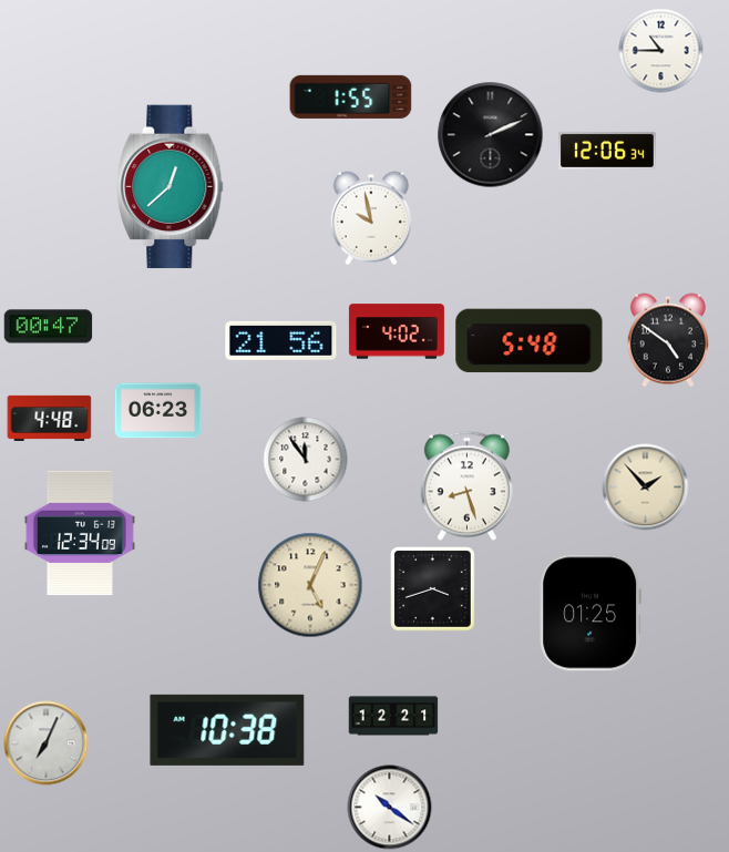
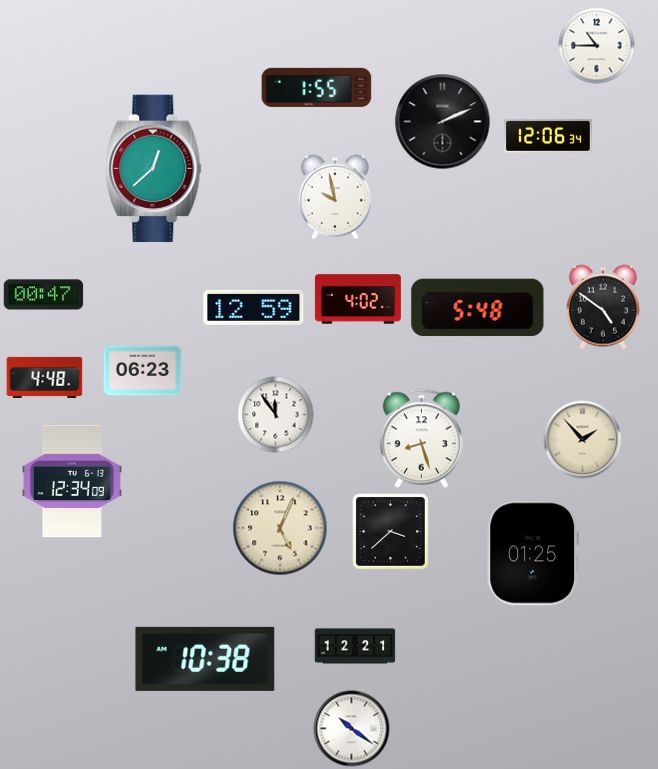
clock at (281, 340): 21:56 -> 12:59
clock at (433, 589): 3:42 -> 3:38
clock at (47, 743): 7:04 -> none
